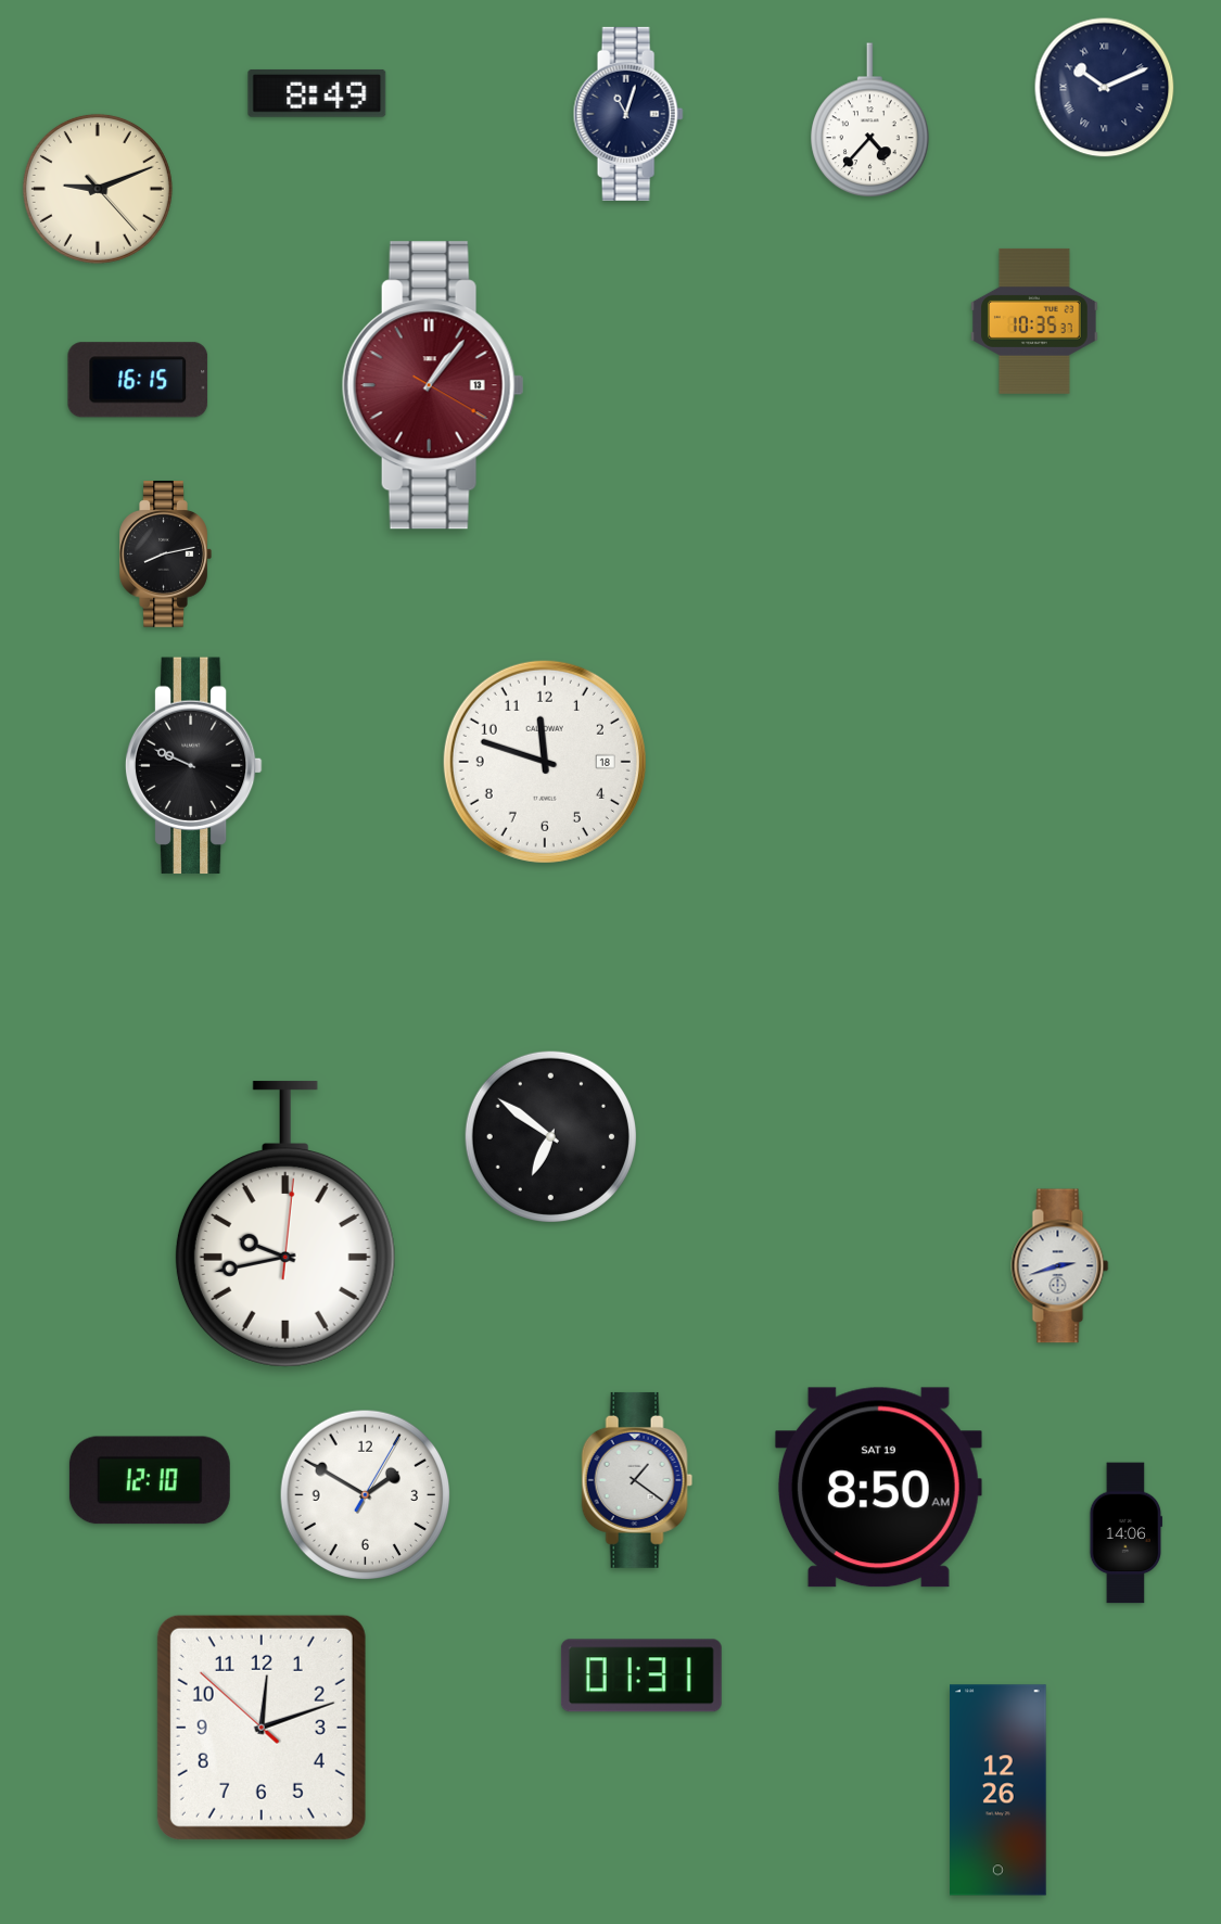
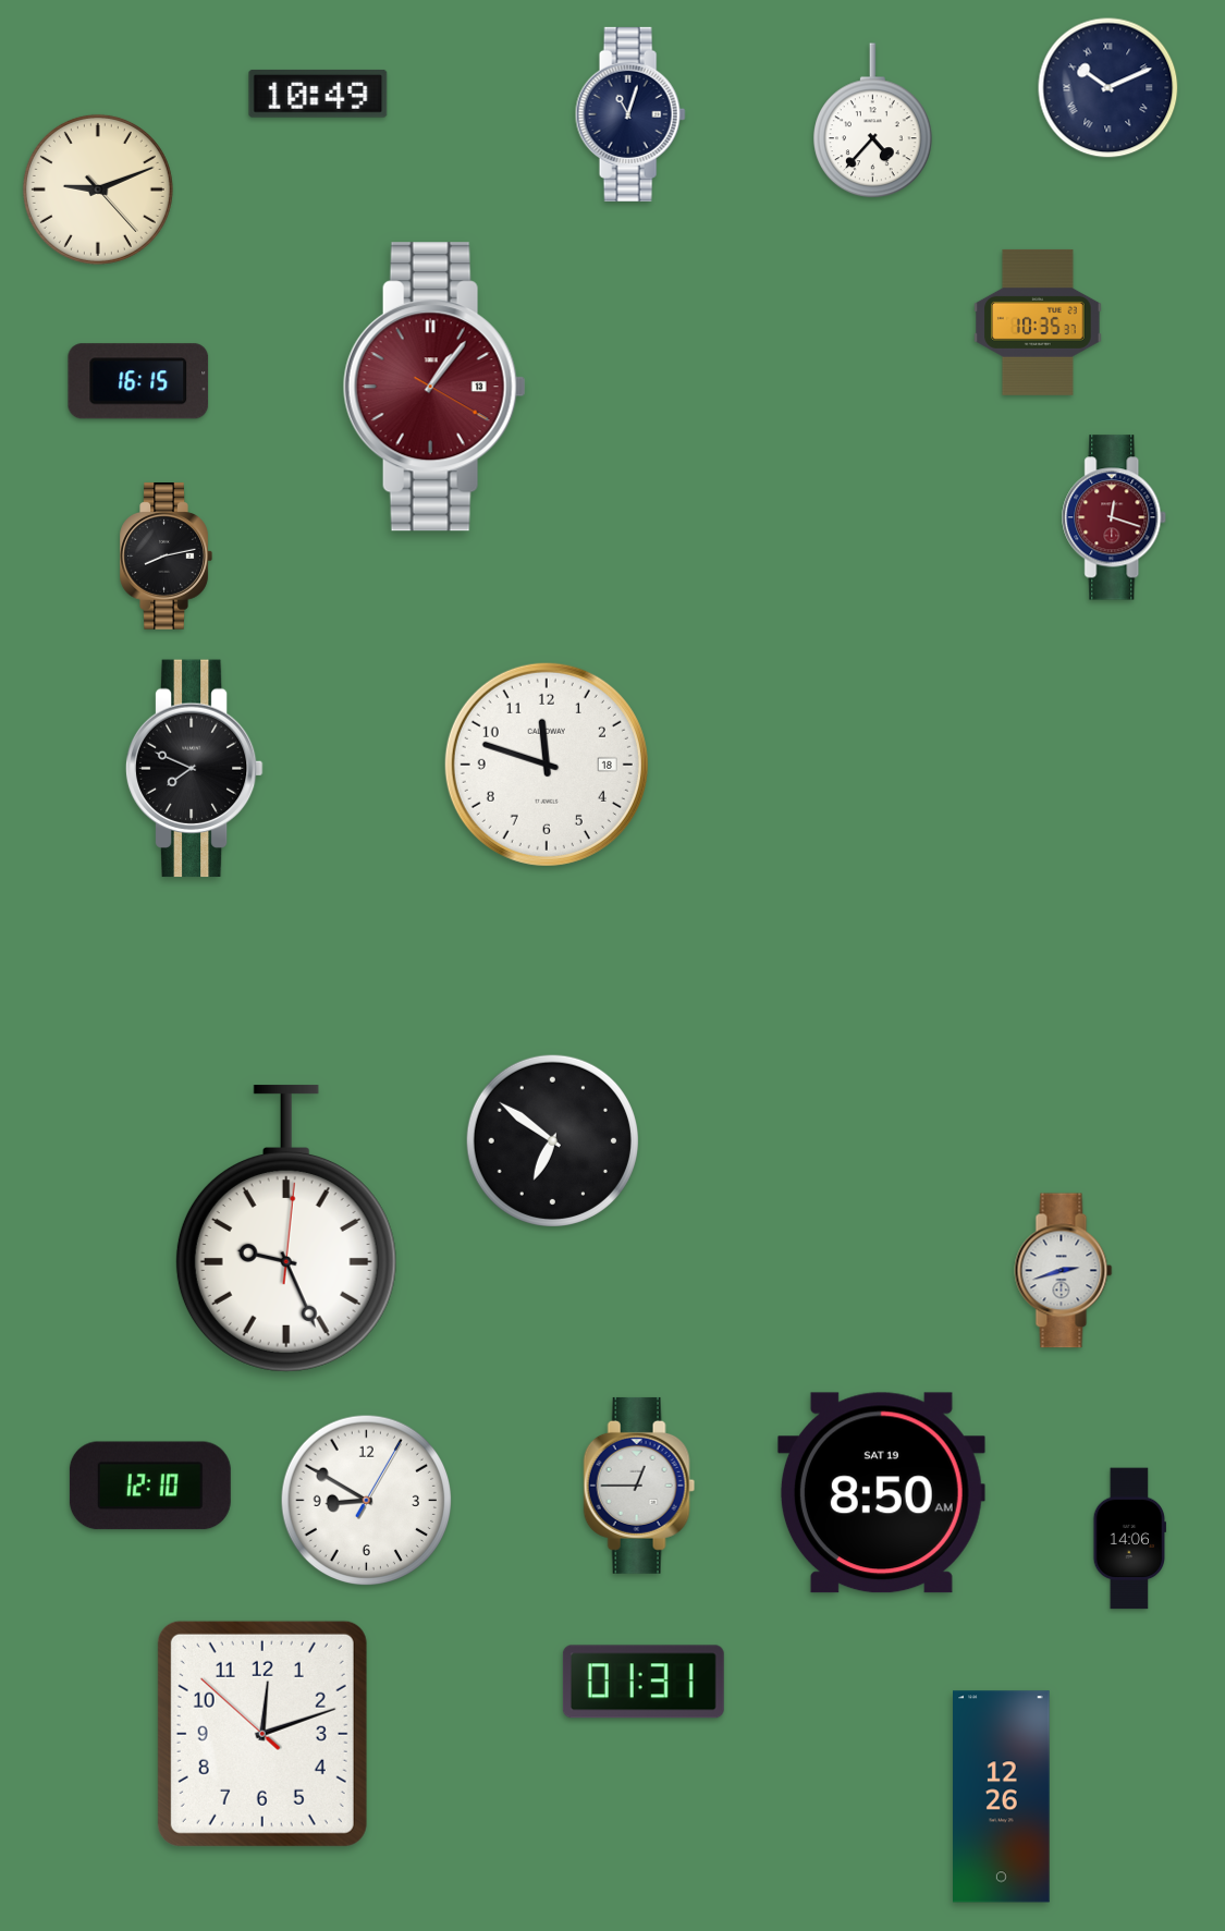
clock at (317, 93): 8:49 -> 10:49
clock at (1115, 517): none -> 12:18
clock at (193, 766): 9:49 -> 7:49
clock at (285, 1224): 9:43 -> 9:26
clock at (637, 1480): 1:21 -> 12:45
clock at (366, 1495): 1:50 -> 8:50
